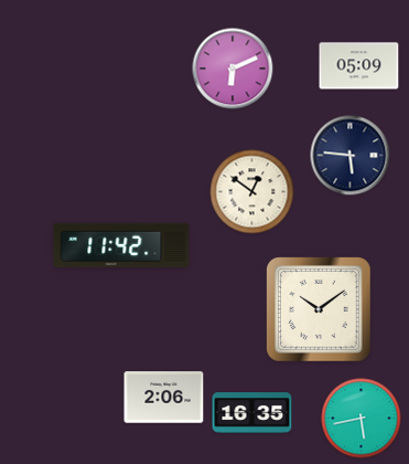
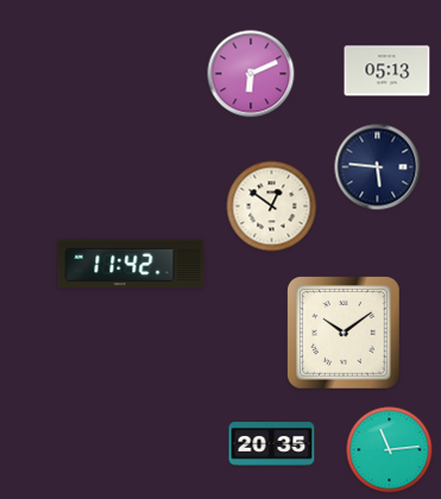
clock at (359, 66): 05:09 -> 05:13
clock at (164, 398): 2:06 -> none
clock at (252, 413): 16:35 -> 20:35
clock at (362, 419): 5:43 -> 11:14
